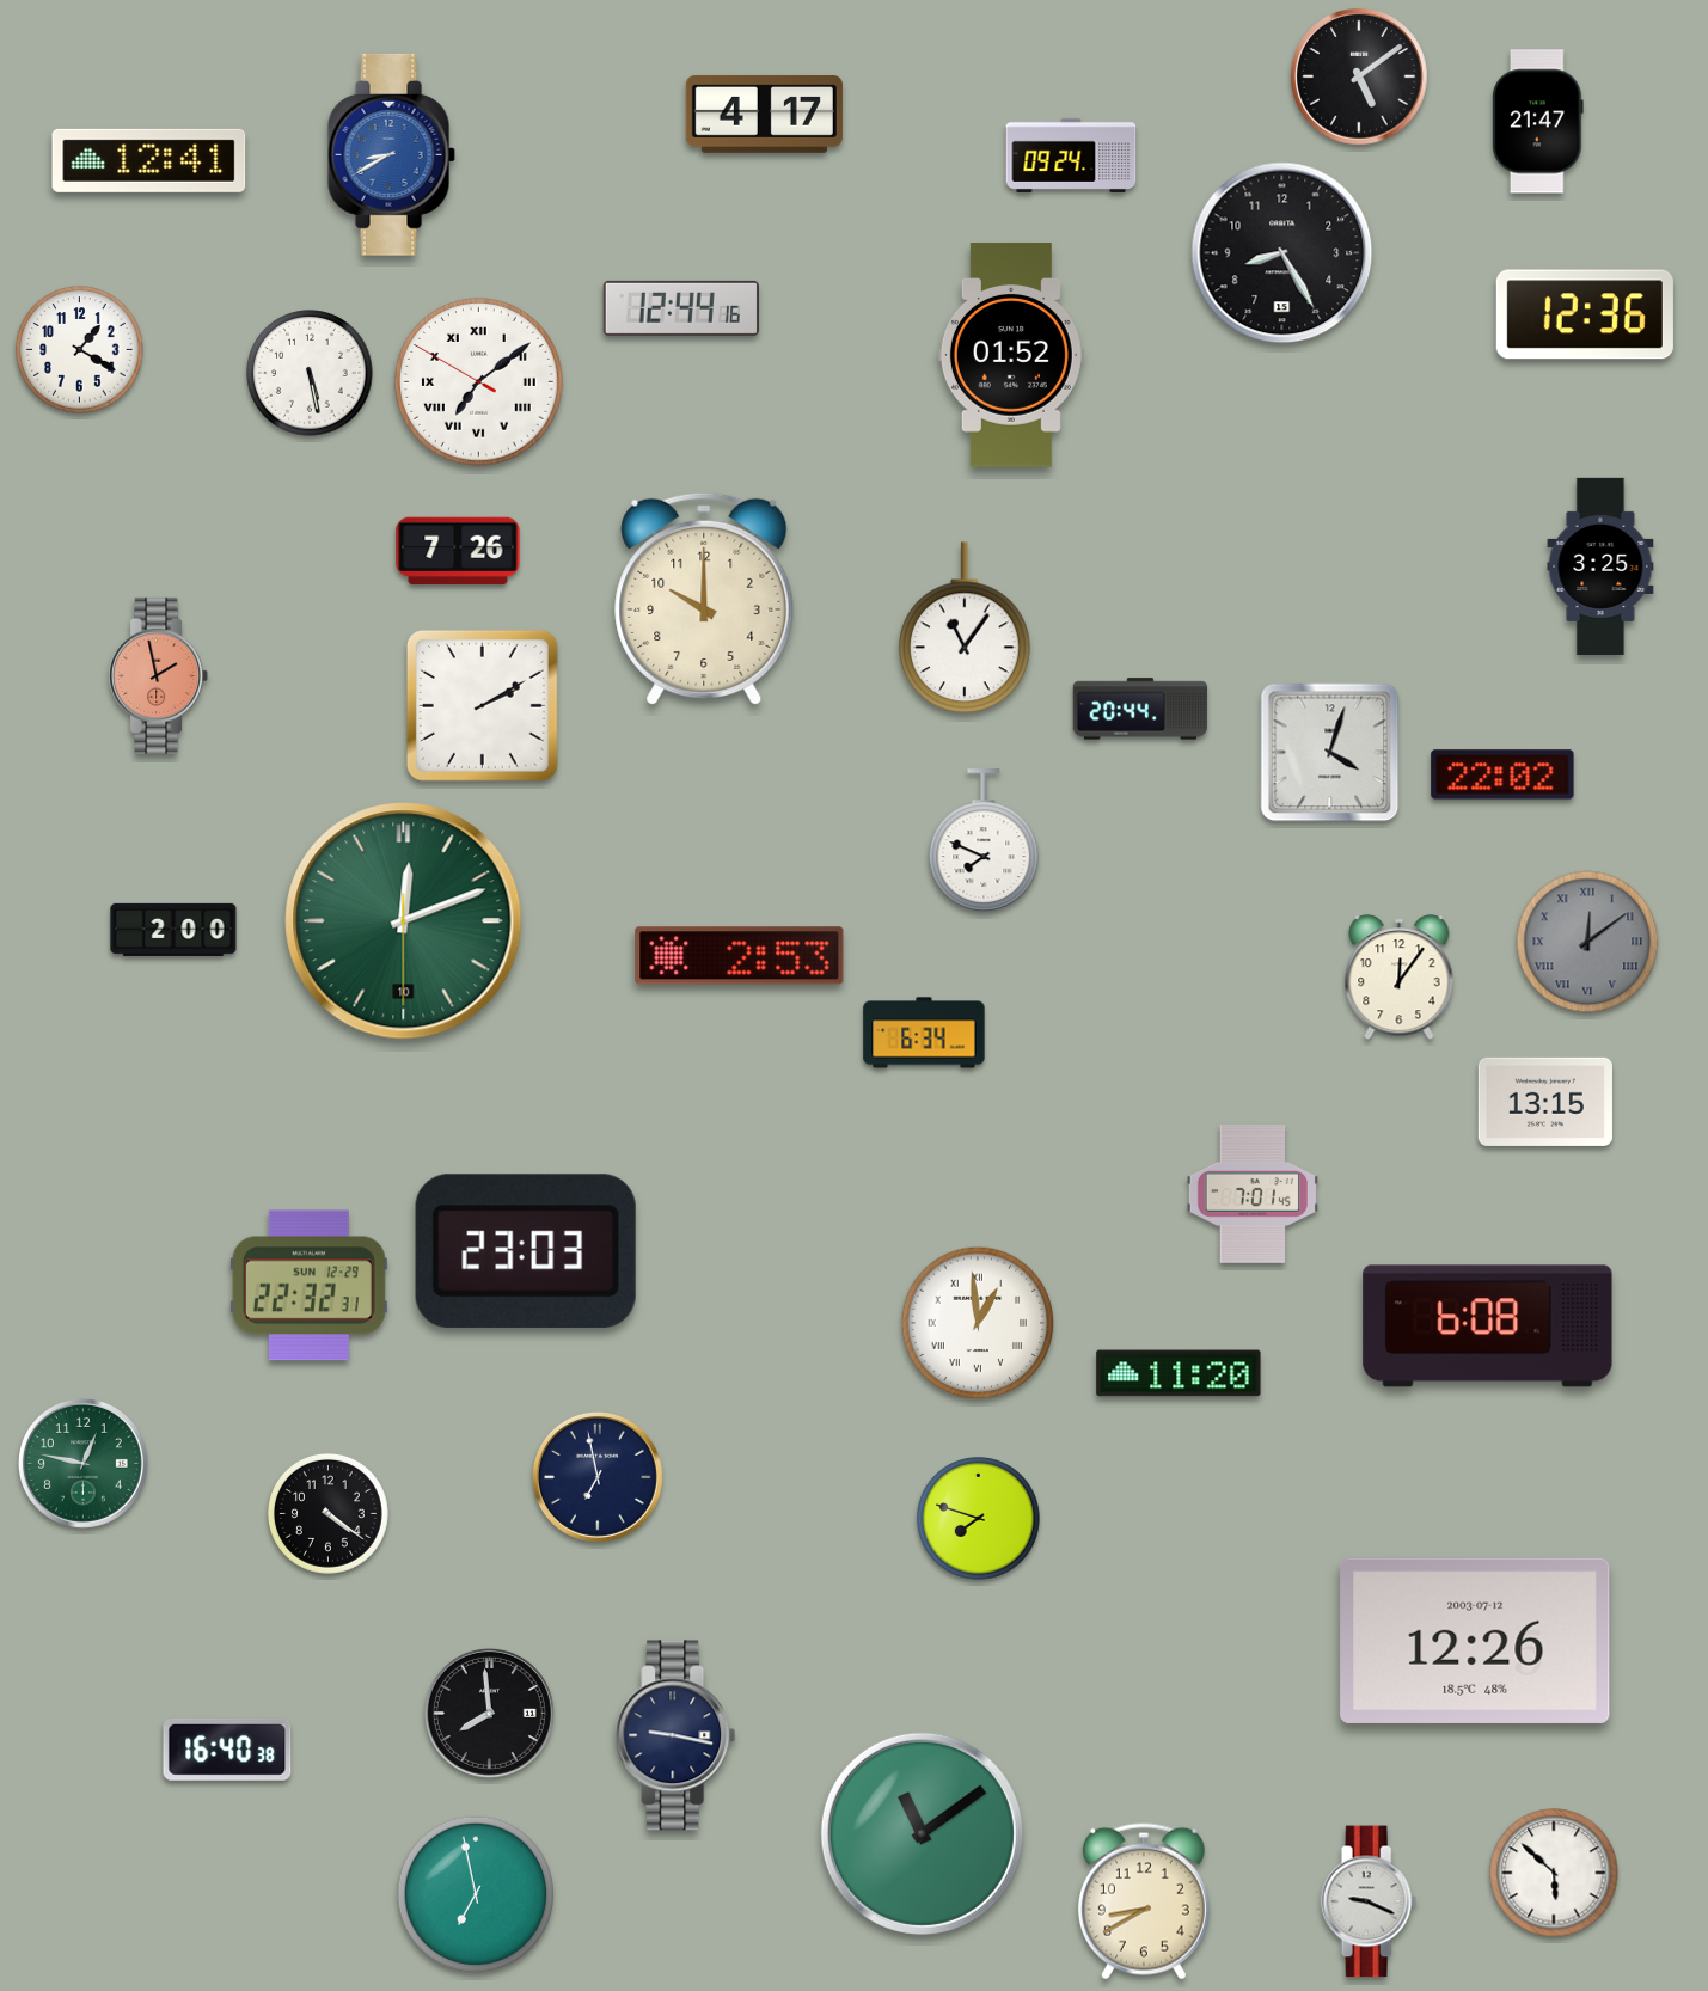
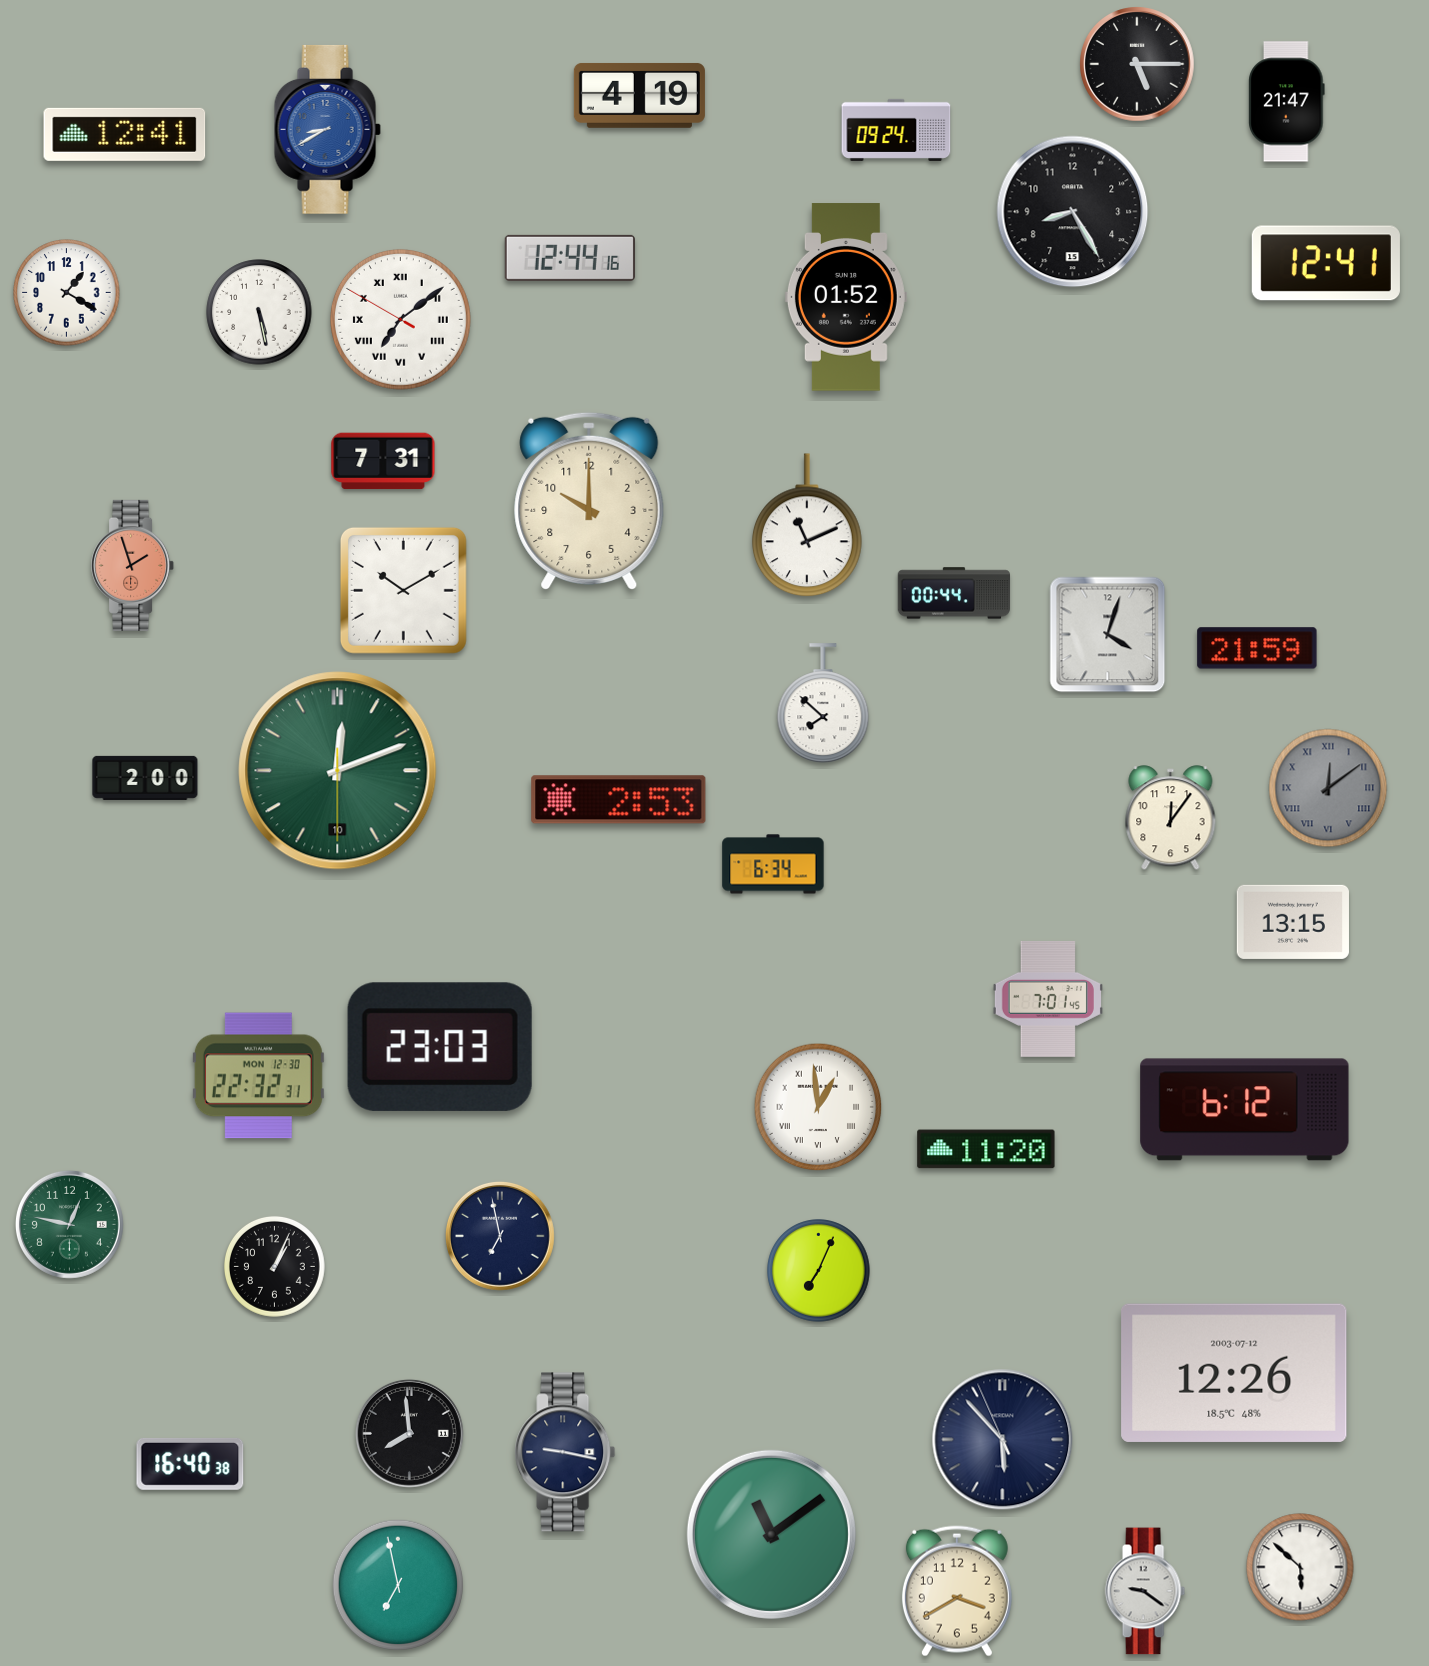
clock at (1359, 76): 5:09 -> 5:15
clock at (764, 114): 4:17 -> 4:19
clock at (1585, 314): 12:36 -> 12:41
clock at (458, 551): 7:26 -> 7:31
clock at (1600, 566): 3:25 -> none
clock at (965, 629): 11:06 -> 11:11
clock at (159, 675): 1:58 -> 1:57
clock at (482, 705): 2:10 -> 10:10
clock at (1139, 709): 20:44 -> 00:44
clock at (1330, 753) position: (1330, 753) -> (1108, 635)
clock at (1502, 774): 22:02 -> 21:59
clock at (984, 841): 7:49 -> 7:52
clock at (308, 1286) date: SUN 12-29 -> MON 12-30
clock at (1488, 1327): 6:08 -> 6:12
clock at (329, 1514): 4:21 -> 1:04
clock at (979, 1519): 7:48 -> 7:04
clock at (1003, 1440): none -> 5:52
clock at (1144, 1901): 8:40 -> 3:40
clock at (1369, 1901): 9:19 -> 9:21
